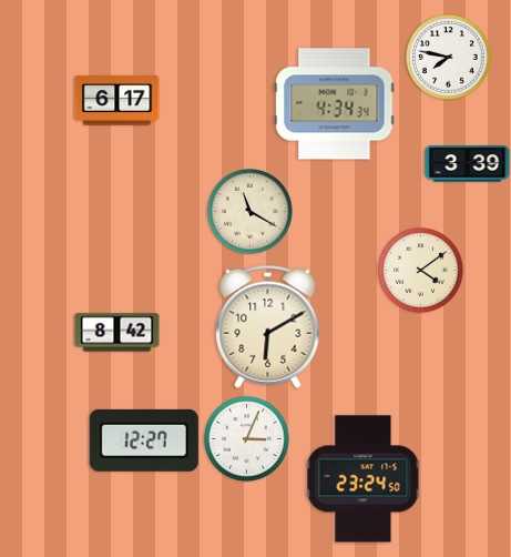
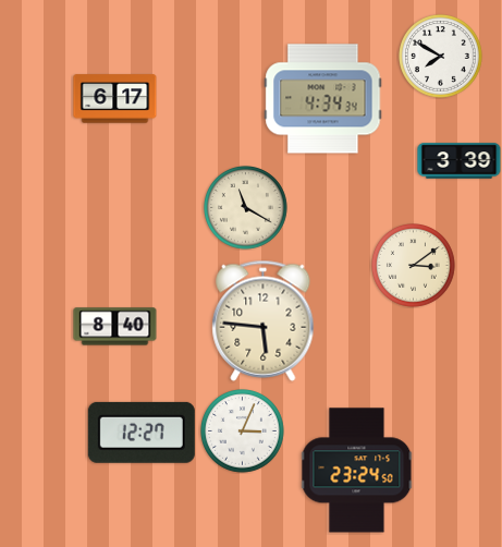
clock at (449, 58): 7:47 -> 7:50
clock at (335, 104) position: (335, 104) -> (323, 99)
clock at (421, 271): 4:09 -> 3:09
clock at (268, 326): 6:10 -> 5:46
clock at (117, 333): 8:42 -> 8:40
